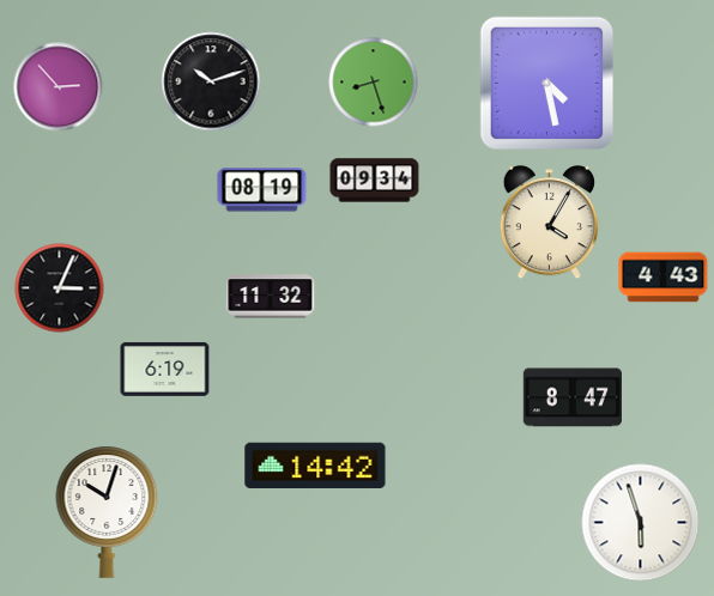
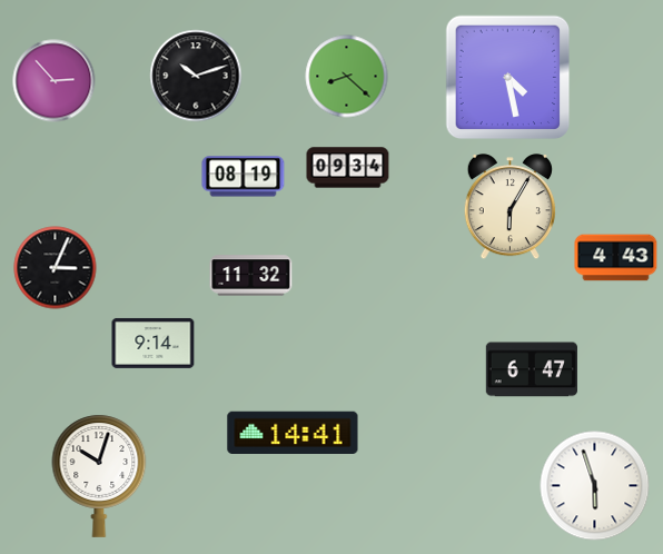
clock at (374, 83): 8:27 -> 8:22
clock at (549, 223): 4:05 -> 6:05
clock at (165, 369): 6:19 -> 9:14
clock at (573, 397): 8:47 -> 6:47
clock at (315, 464): 14:42 -> 14:41
